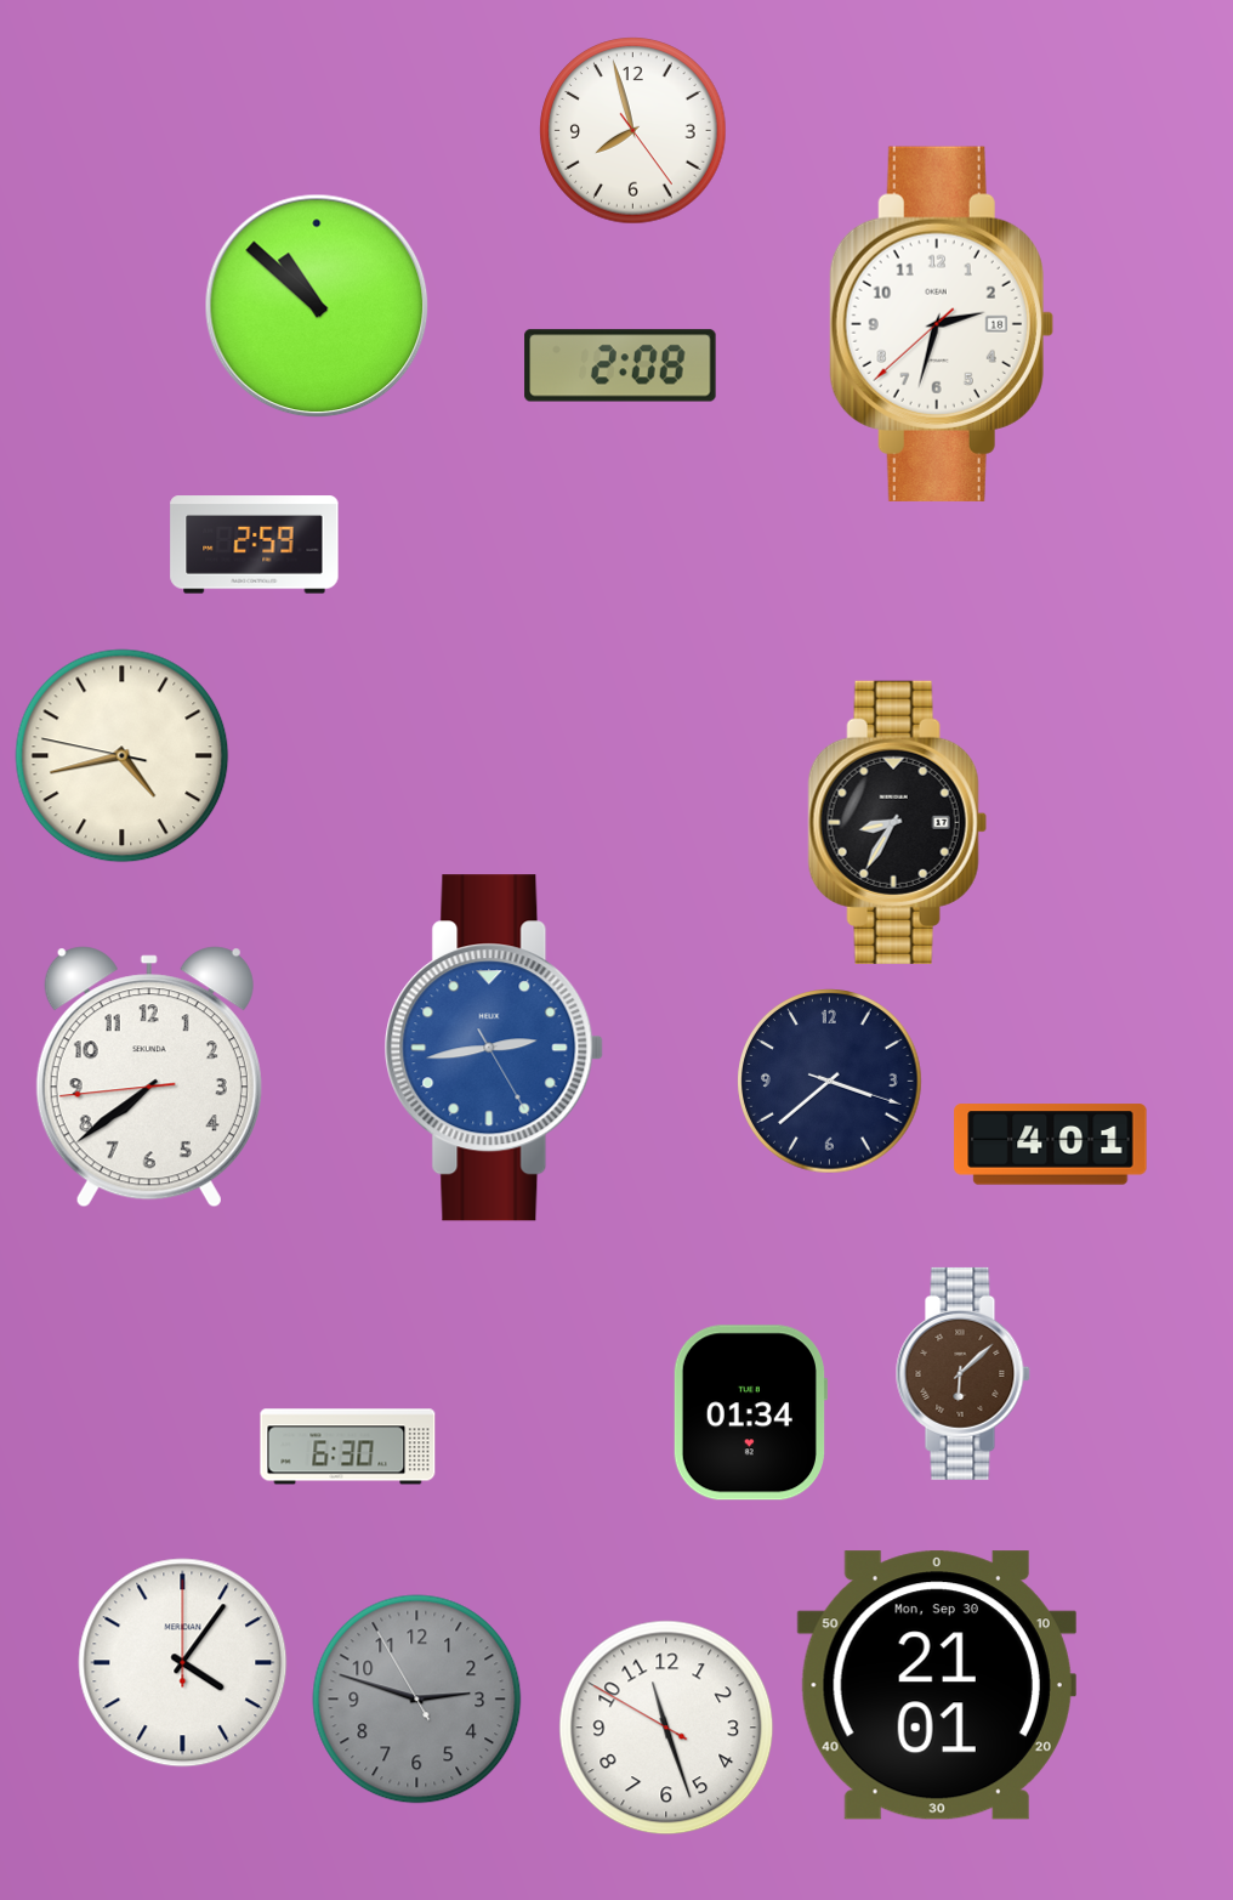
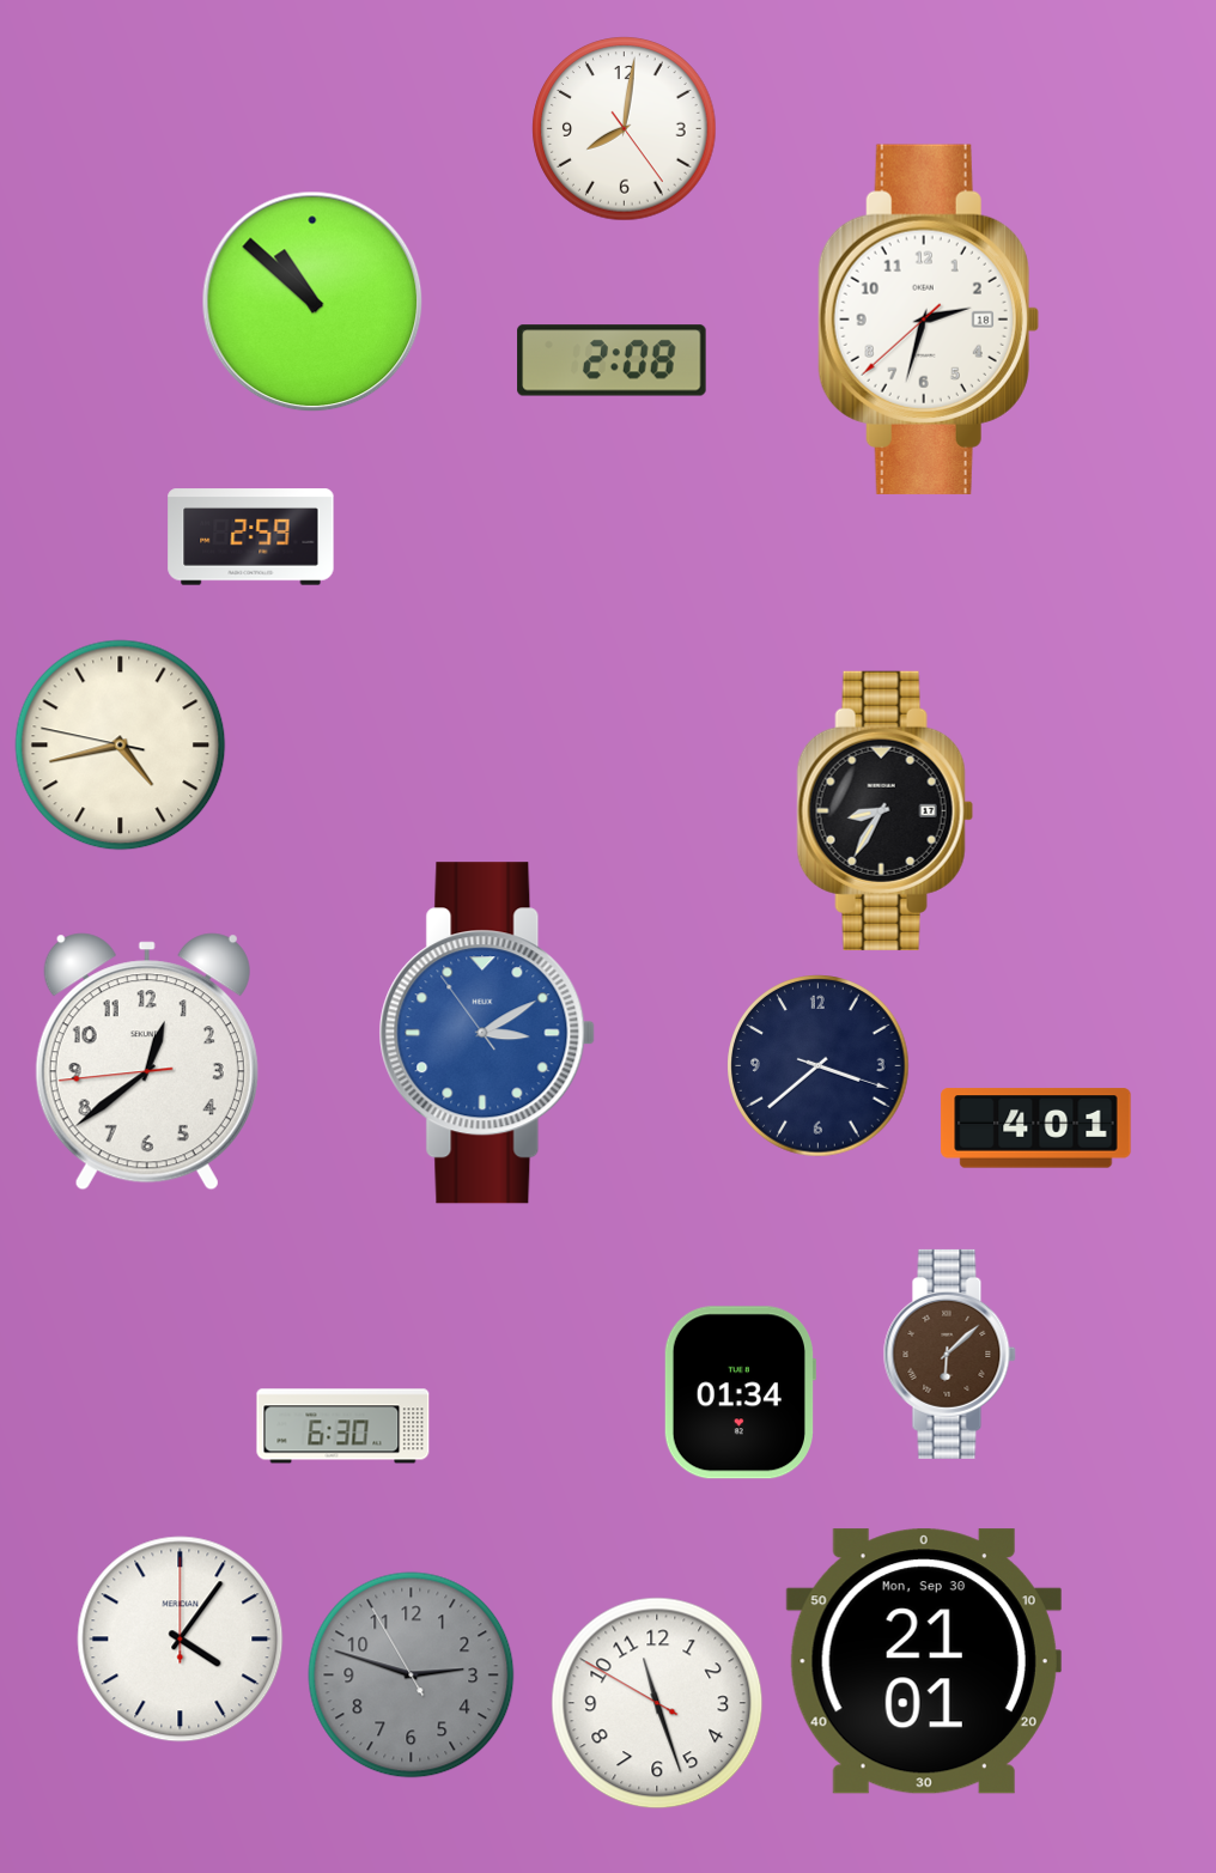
clock at (633, 131): 7:57 -> 8:01
clock at (494, 1048): 2:43 -> 3:09
clock at (149, 1077): 7:38 -> 12:38
